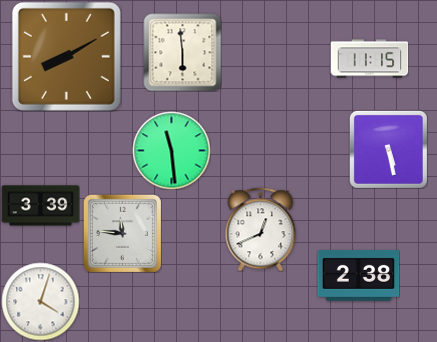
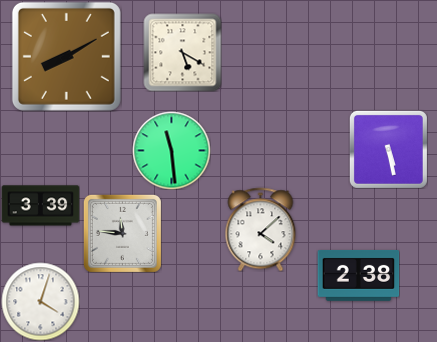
clock at (182, 52): 5:59 -> 5:20
clock at (369, 59): 11:15 -> none
clock at (261, 229): 12:41 -> 4:08
